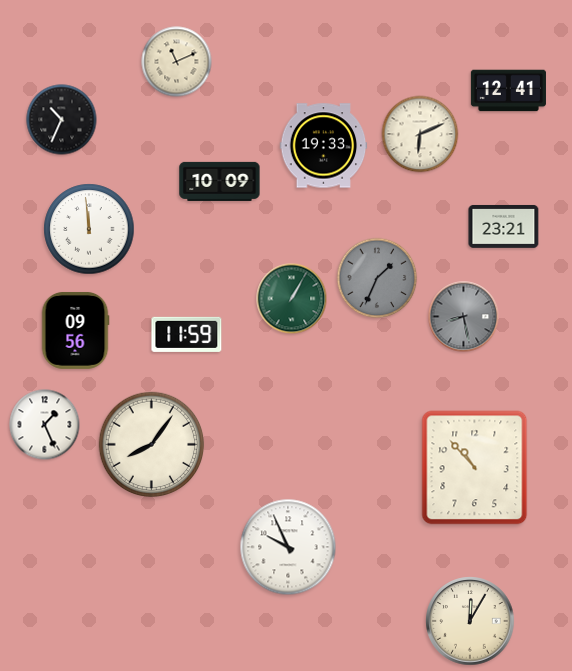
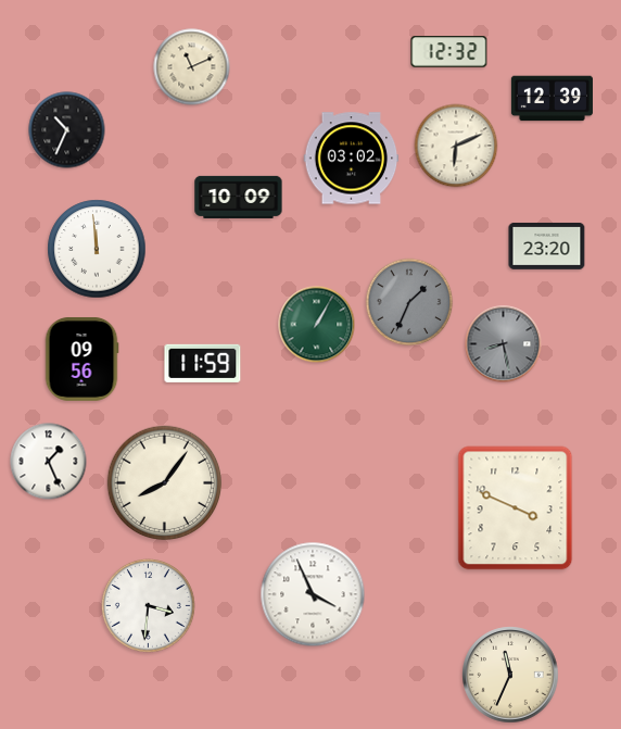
clock at (449, 52): none -> 12:32
clock at (508, 91): 12:41 -> 12:39
clock at (324, 146): 19:33 -> 03:02
clock at (504, 226): 23:21 -> 23:20
clock at (475, 468): 10:53 -> 3:49
clock at (288, 547): 9:56 -> 3:56
clock at (148, 605): none -> 3:31
clock at (470, 621): 12:05 -> 11:34
